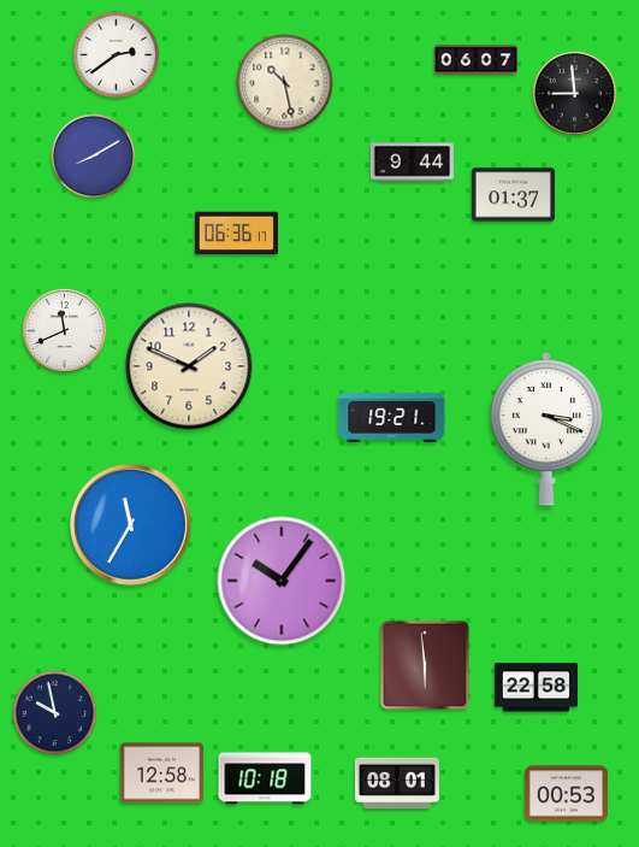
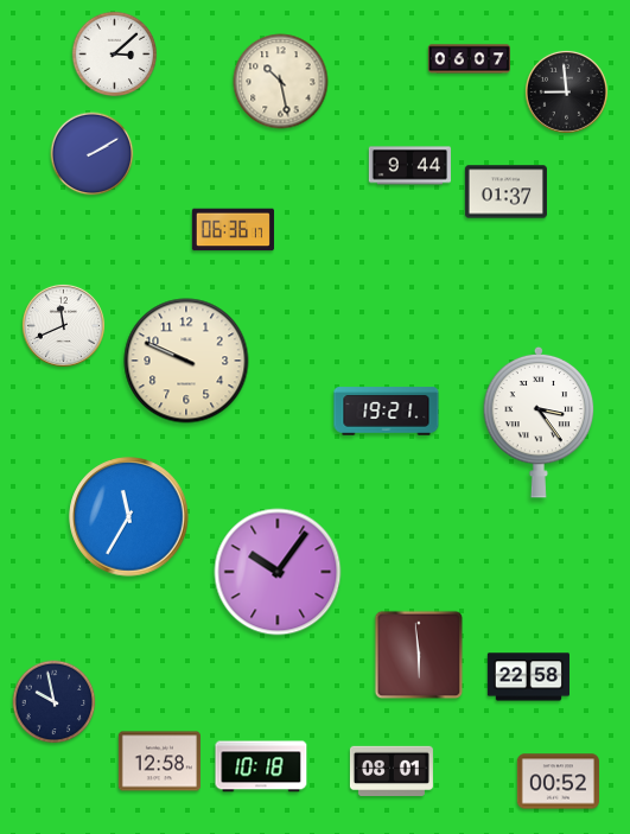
clock at (117, 55): 2:39 -> 3:08
clock at (94, 157): 8:10 -> 2:10
clock at (412, 163) position: (412, 163) -> (409, 166)
clock at (189, 366): 1:49 -> 9:49
clock at (546, 429): 3:19 -> 3:24
clock at (566, 794): 00:53 -> 00:52
